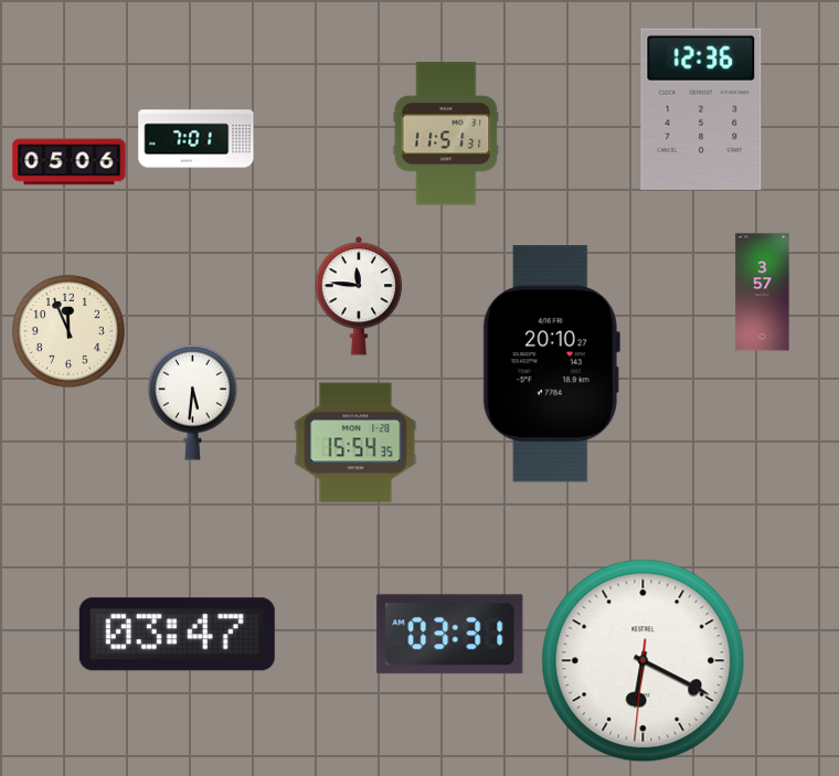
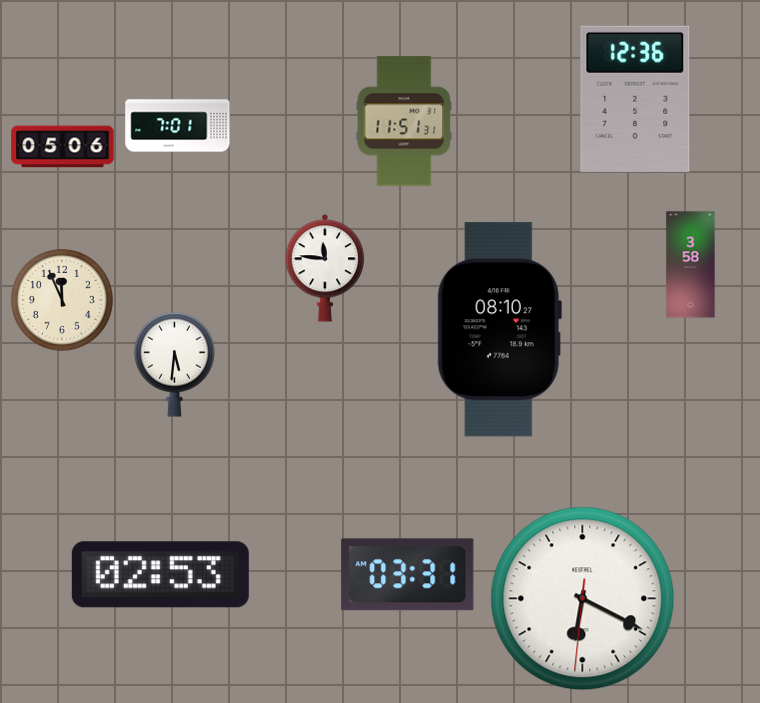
clock at (763, 293): 3:57 -> 3:58
clock at (551, 364): 20:10 -> 08:10
clock at (355, 443): 15:54 -> none
clock at (177, 635): 03:47 -> 02:53
